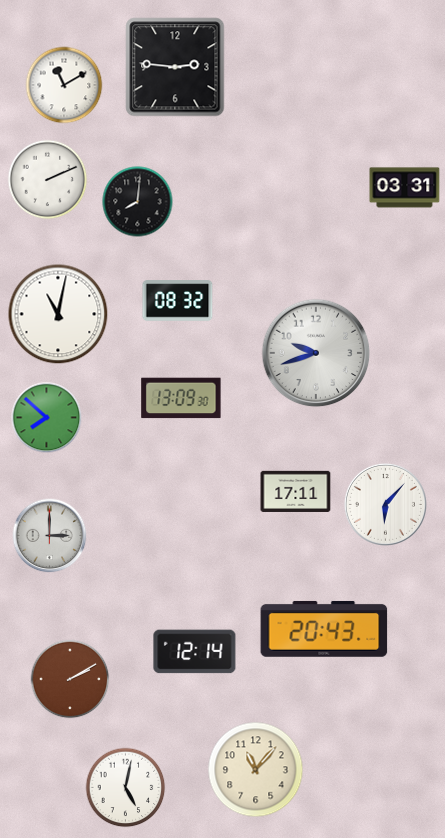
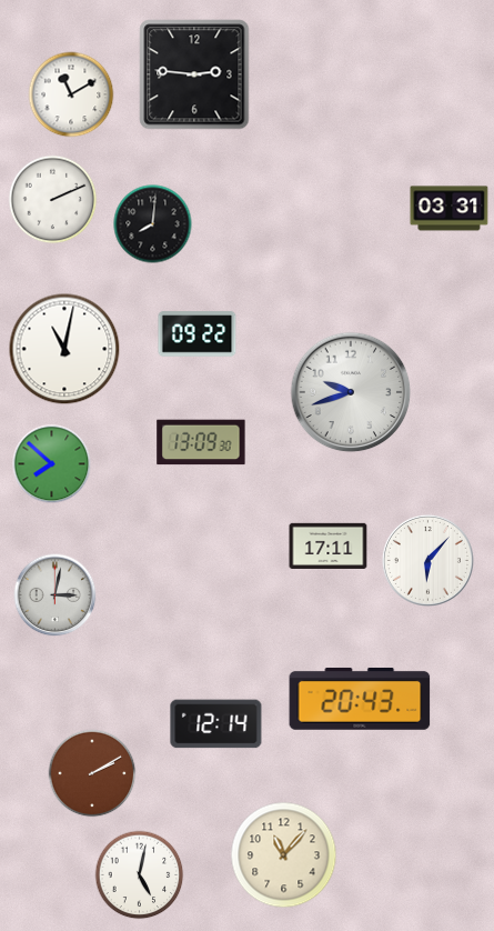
clock at (178, 301): 08:32 -> 09:22
clock at (50, 536): 3:00 -> 3:02
clock at (70, 679) position: (70, 679) -> (92, 773)
